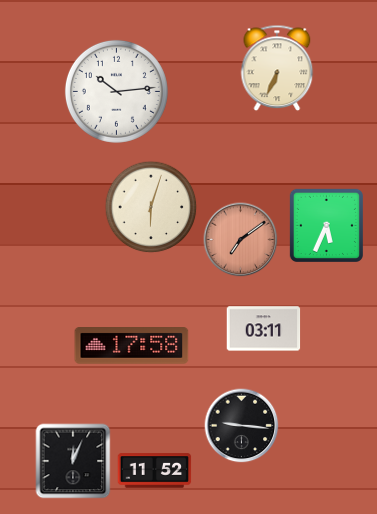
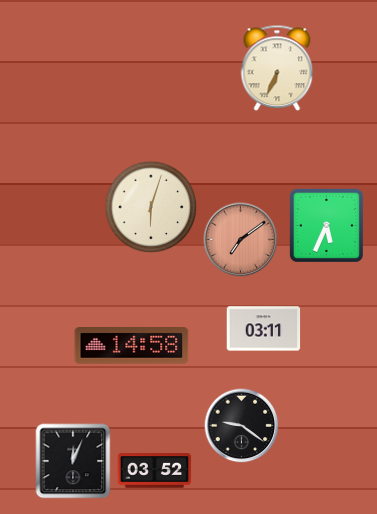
clock at (116, 91): 10:14 -> none
clock at (132, 346): 17:58 -> 14:58
clock at (242, 426): 9:16 -> 9:21
clock at (155, 471): 11:52 -> 03:52
